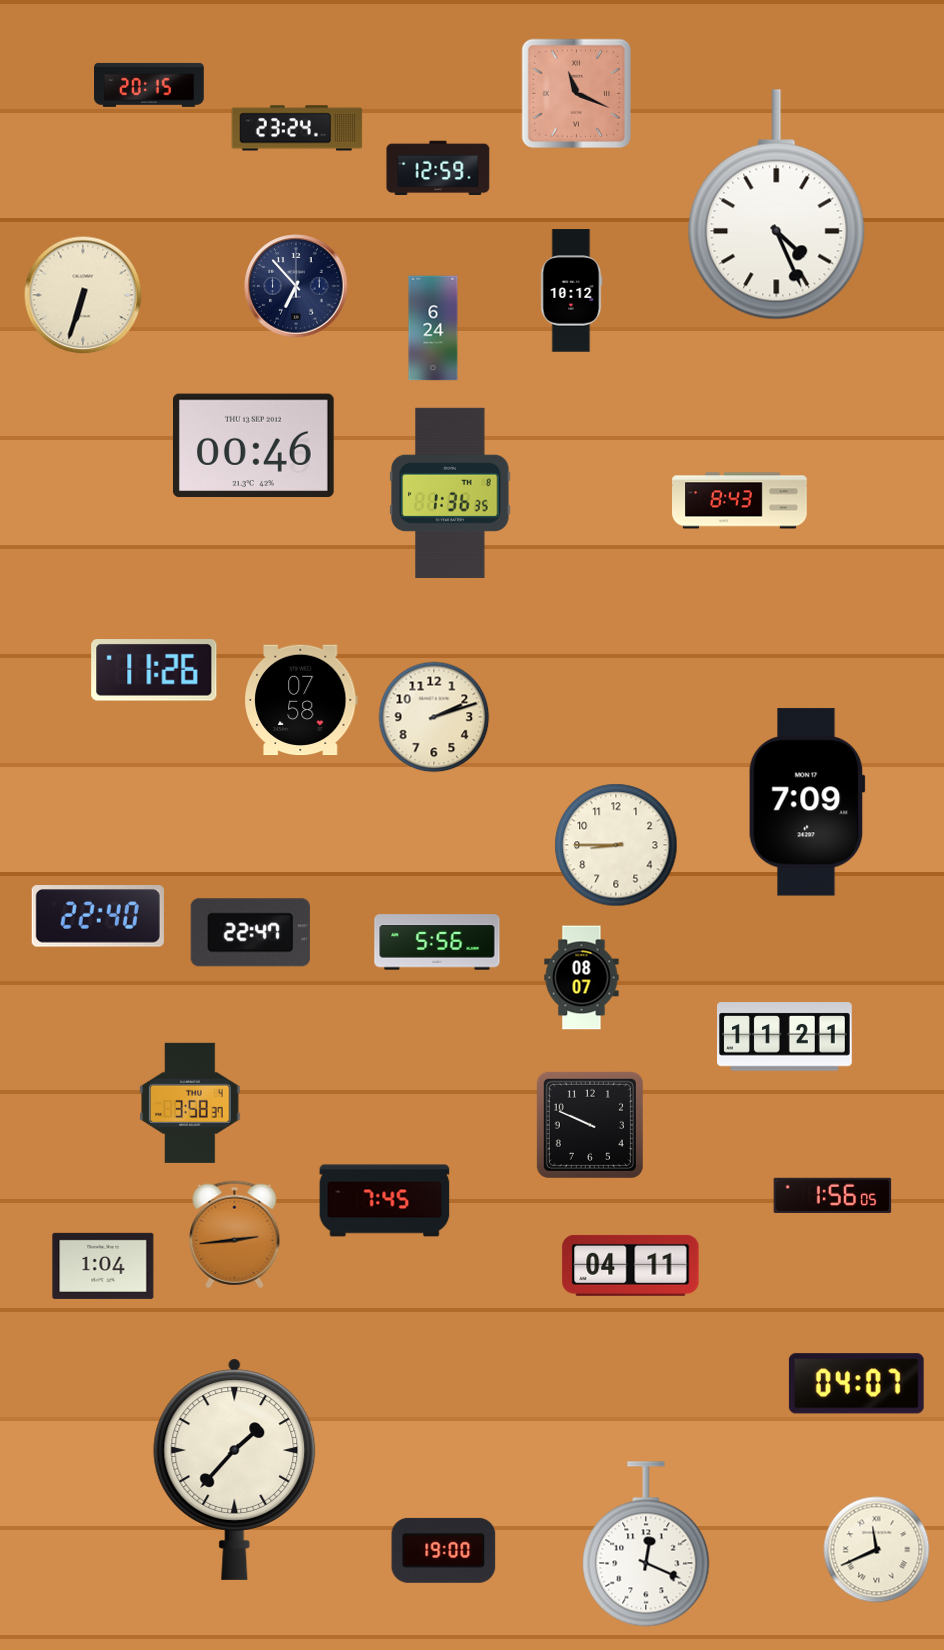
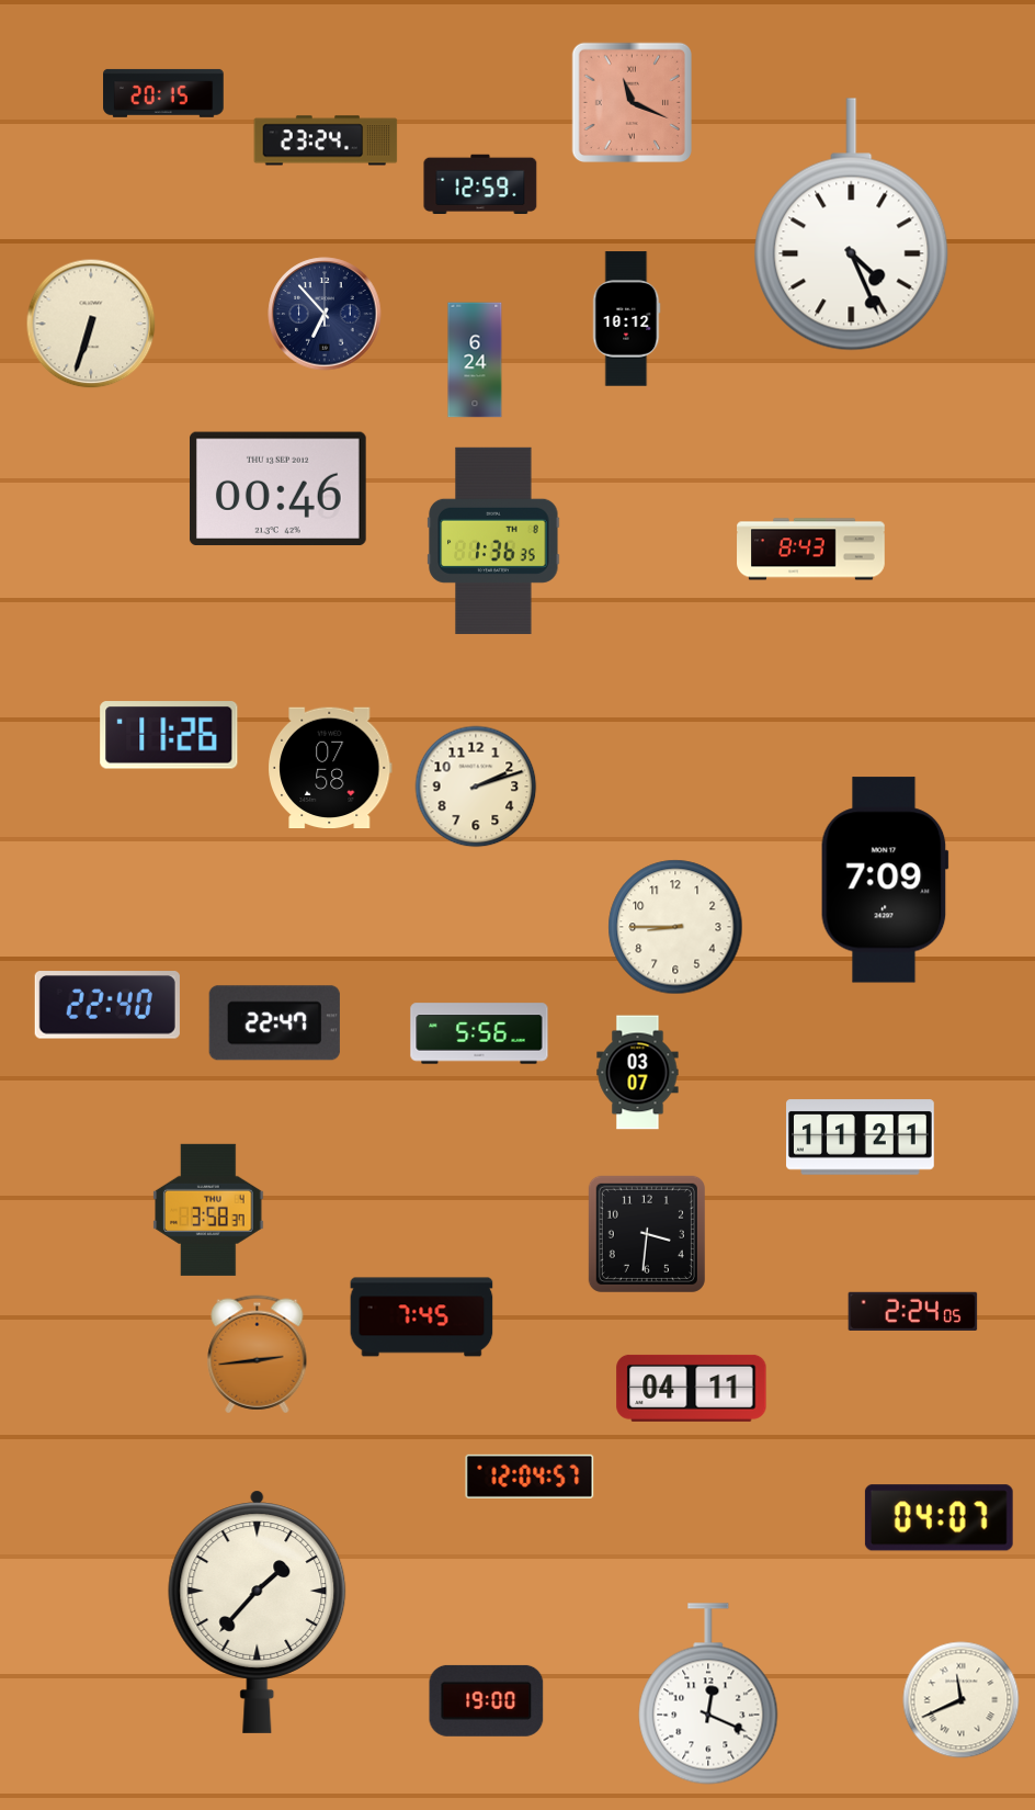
clock at (582, 978): 08:07 -> 03:07
clock at (590, 1125): 9:49 -> 3:31
clock at (833, 1195): 1:56 -> 2:24
clock at (103, 1266): 1:04 -> none
clock at (530, 1477): none -> 12:04
